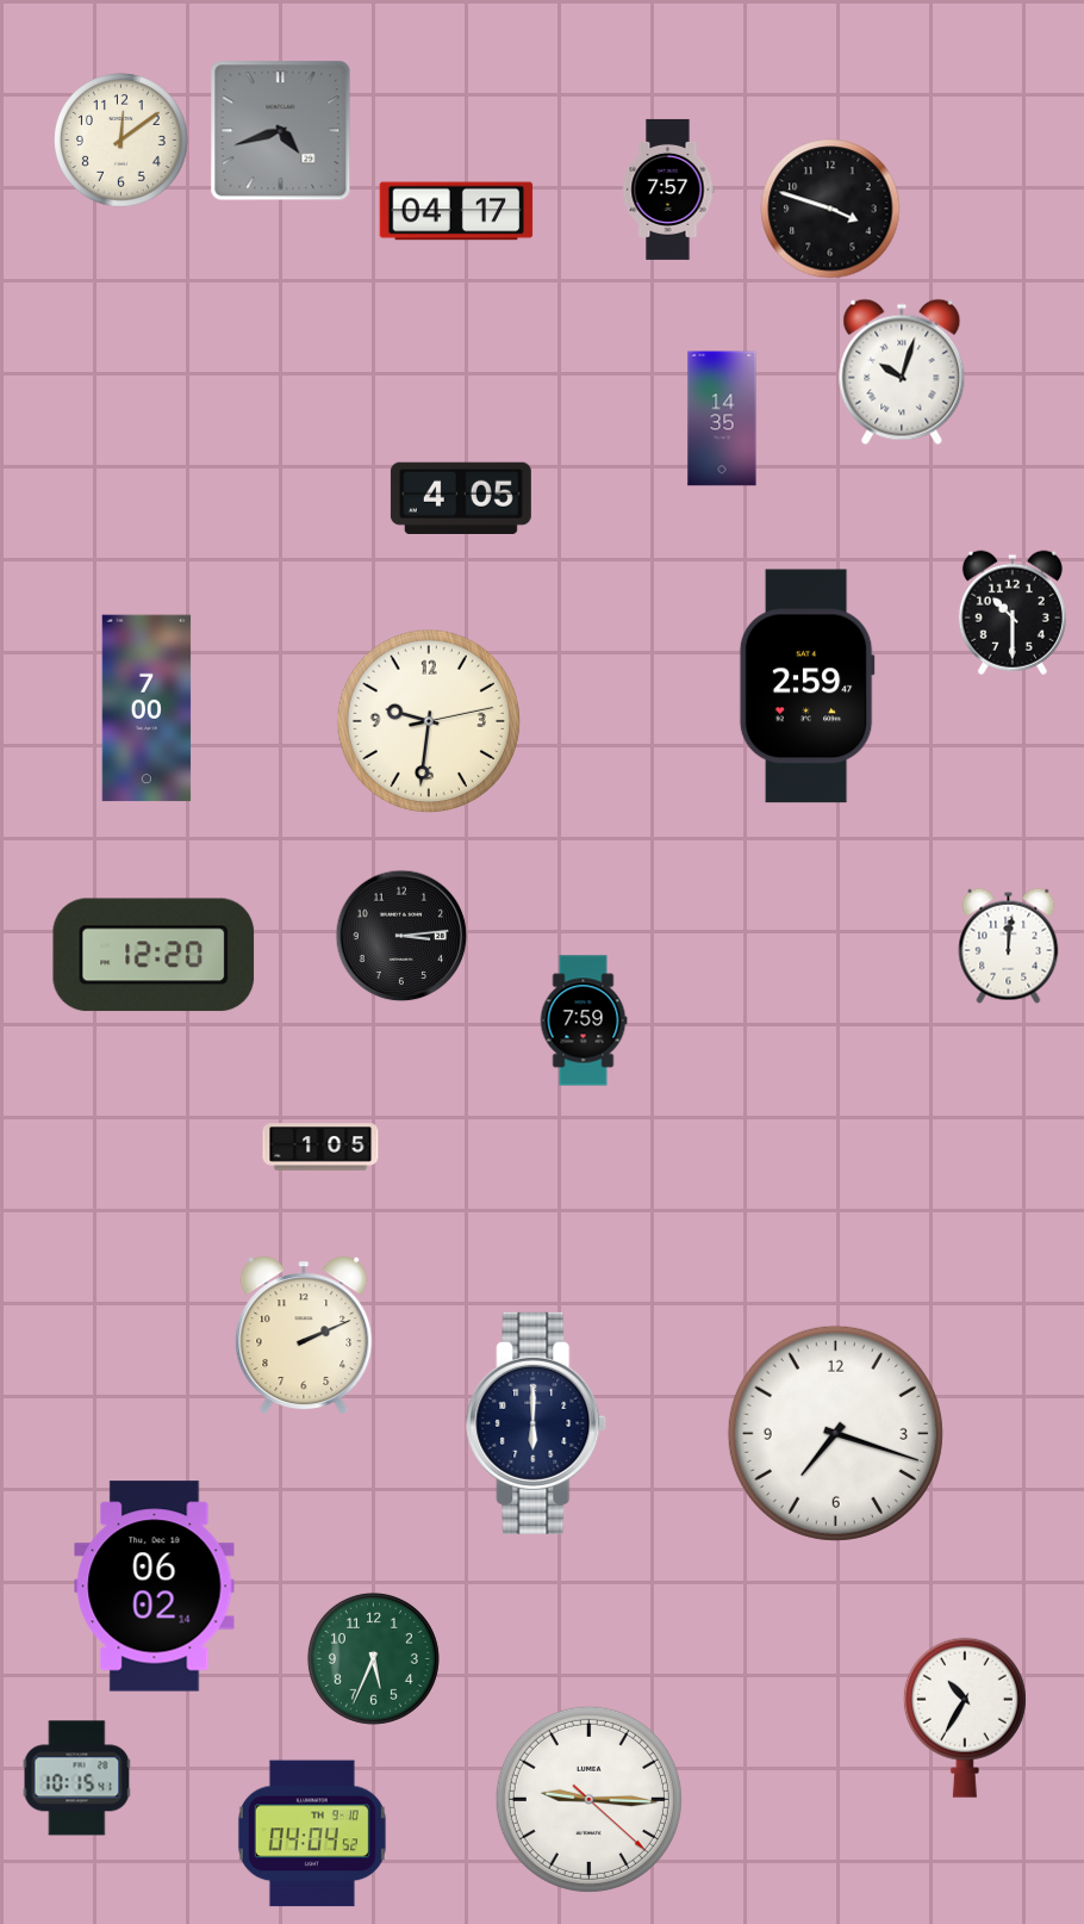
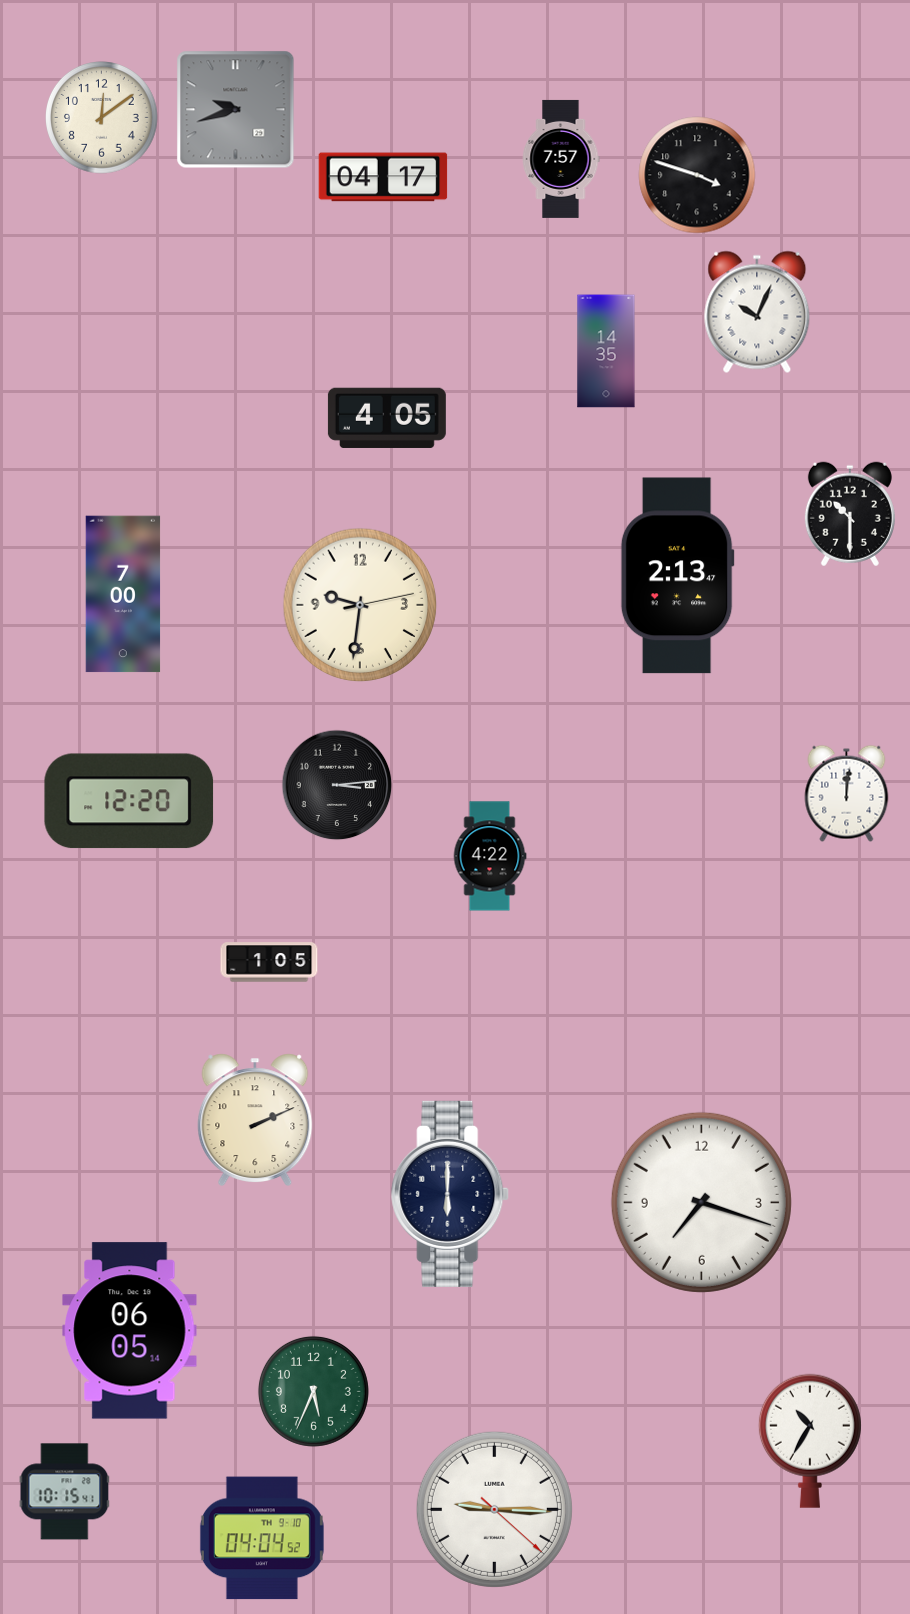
clock at (281, 131): 4:42 -> 9:42
clock at (902, 372): 10:03 -> 10:04
clock at (806, 687): 2:59 -> 2:13
clock at (584, 1020): 7:59 -> 4:22
clock at (155, 1587): 06:02 -> 06:05
